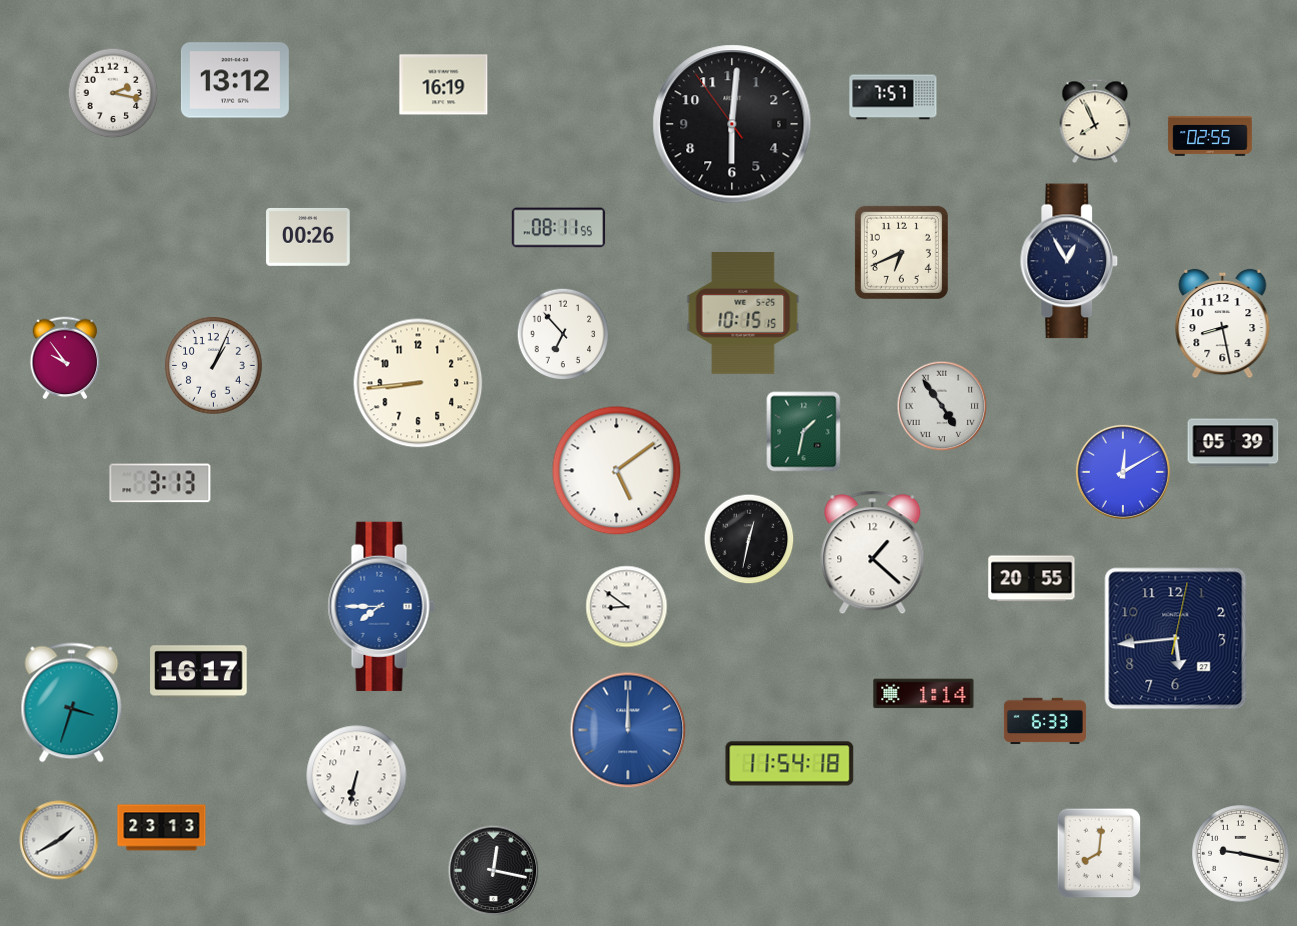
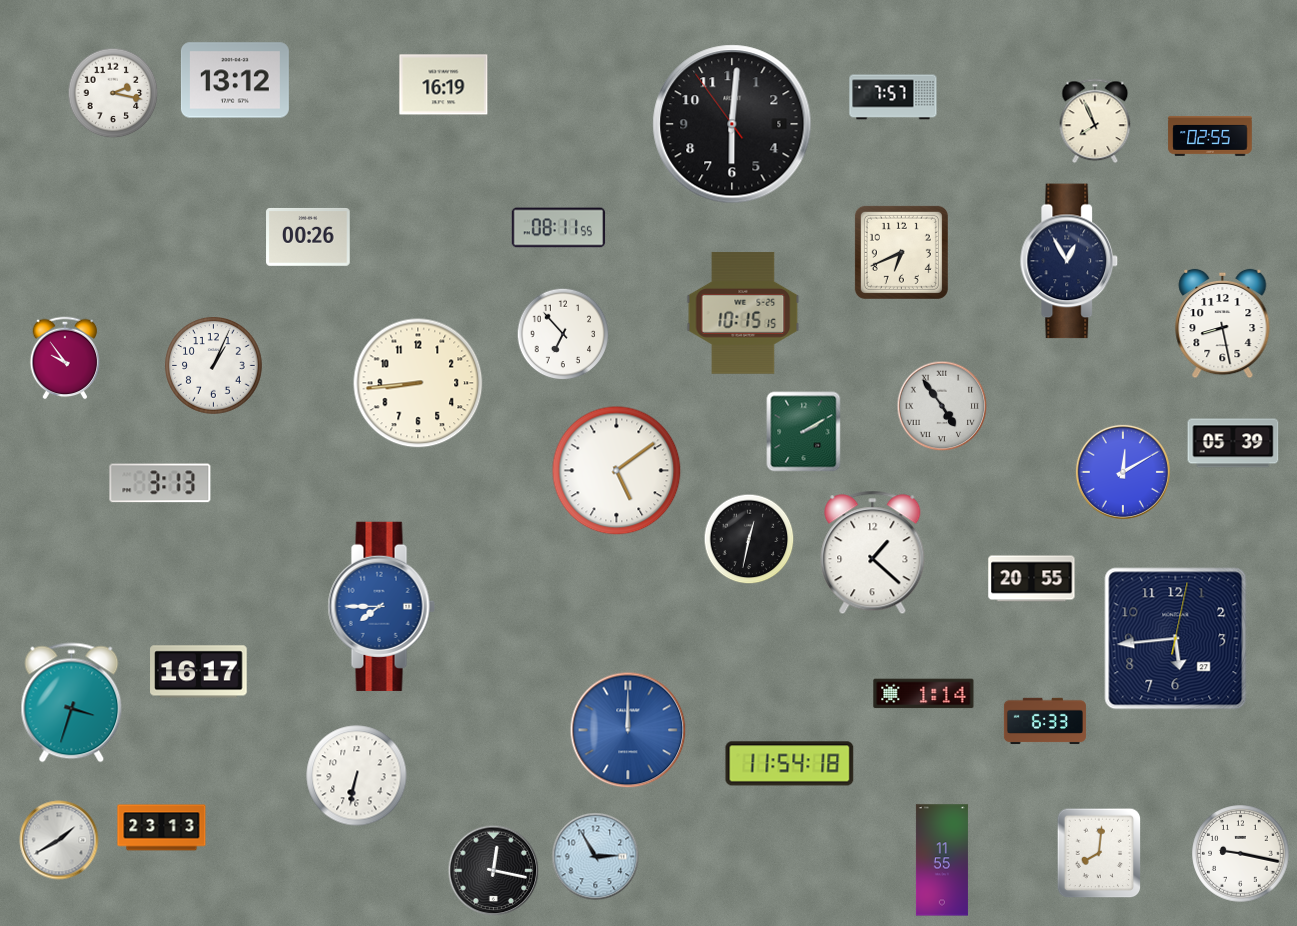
clock at (804, 432): 1:32 -> 2:10
clock at (627, 607): 8:51 -> none
clock at (596, 857): none -> 2:55
clock at (942, 860): none -> 11:55
